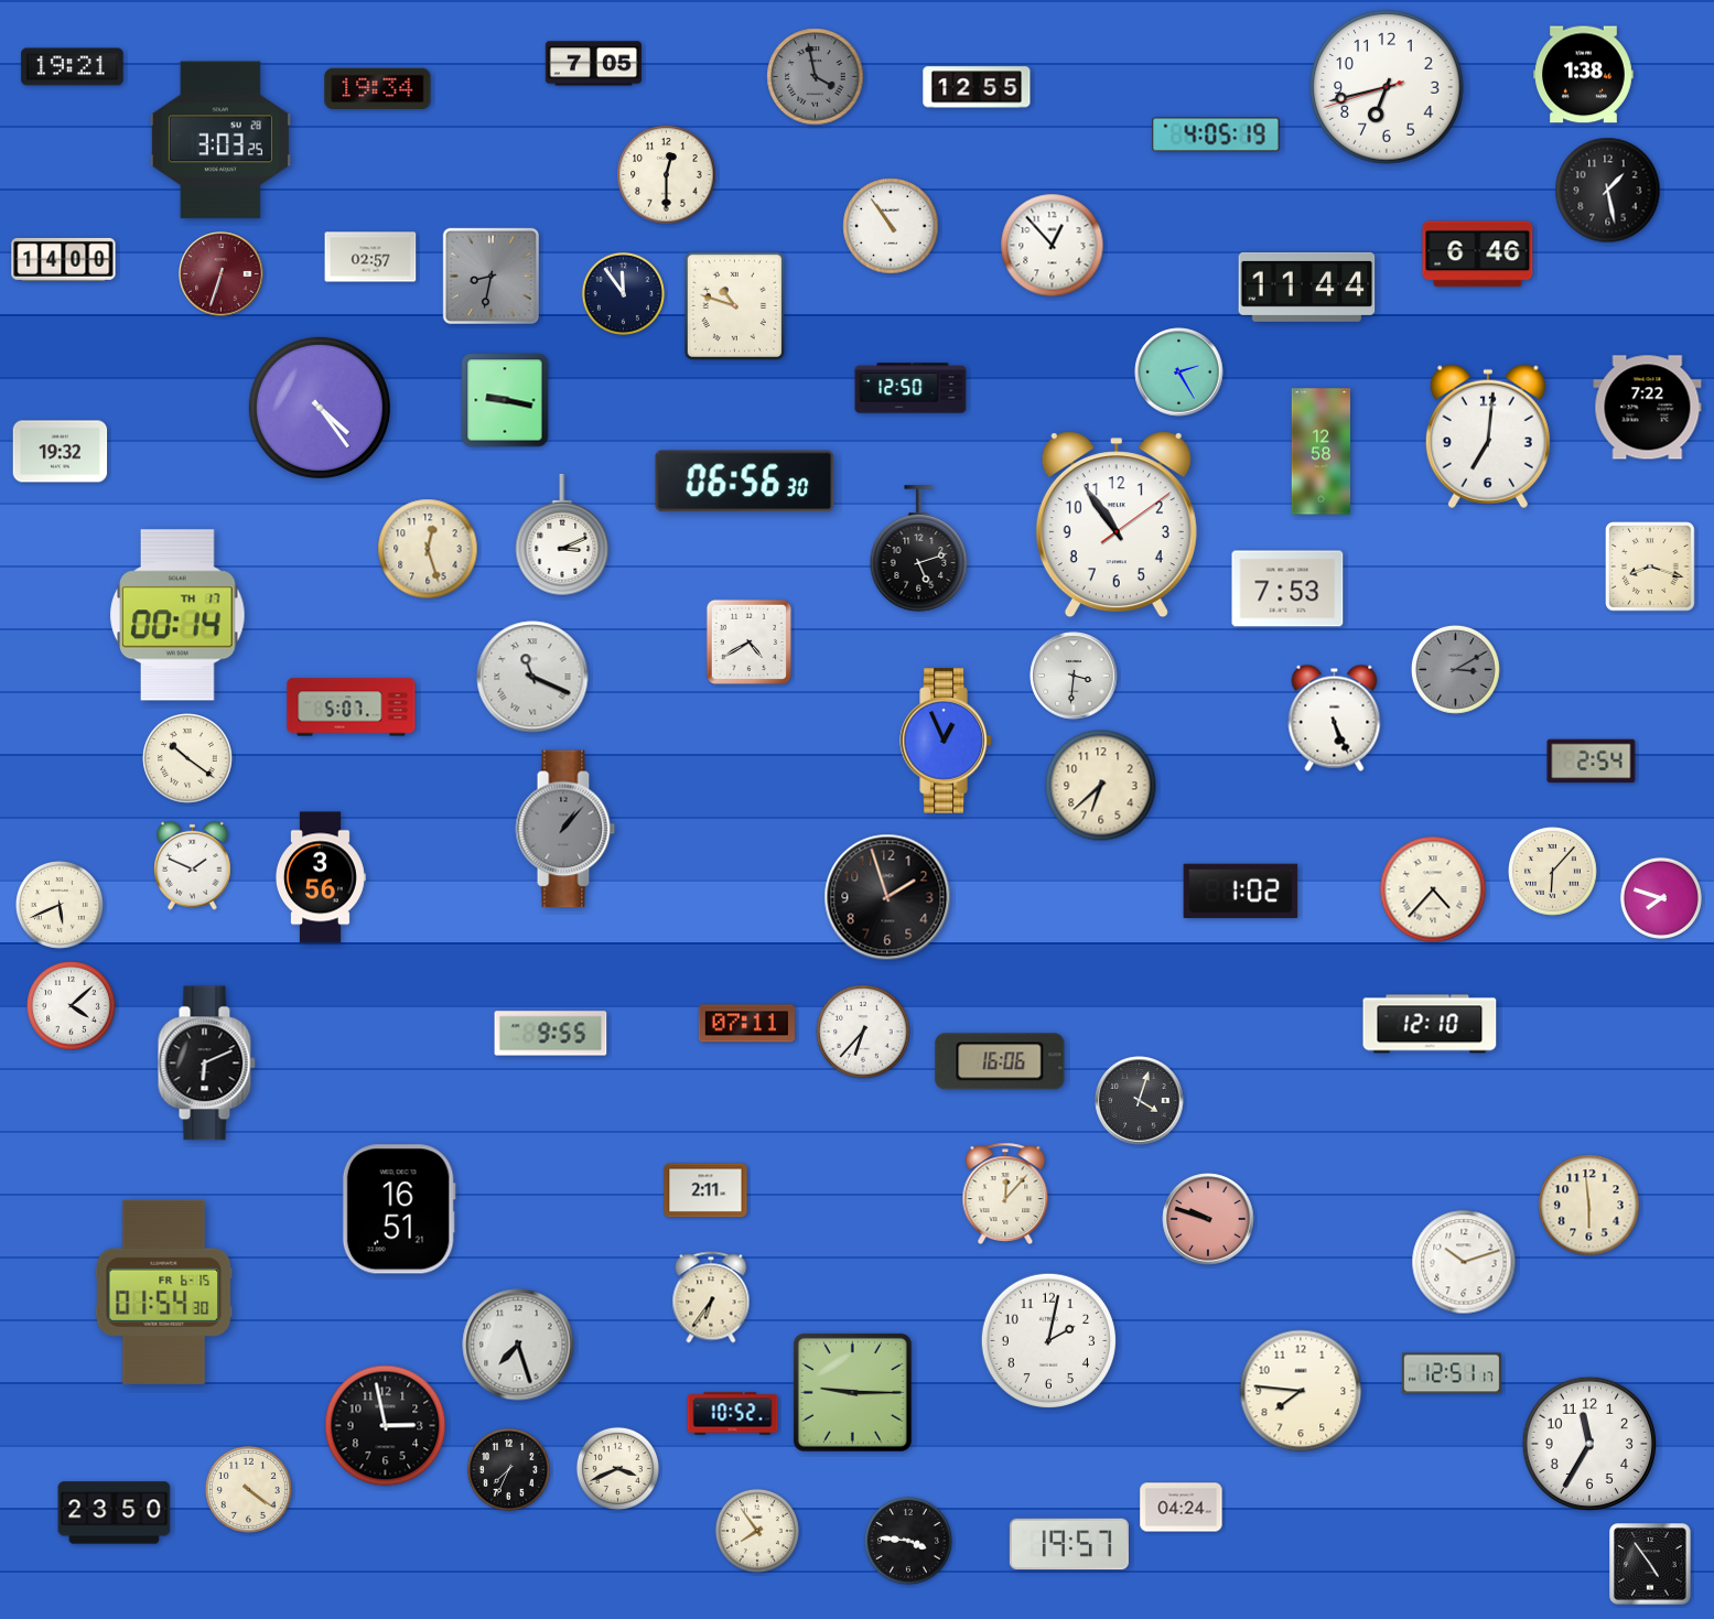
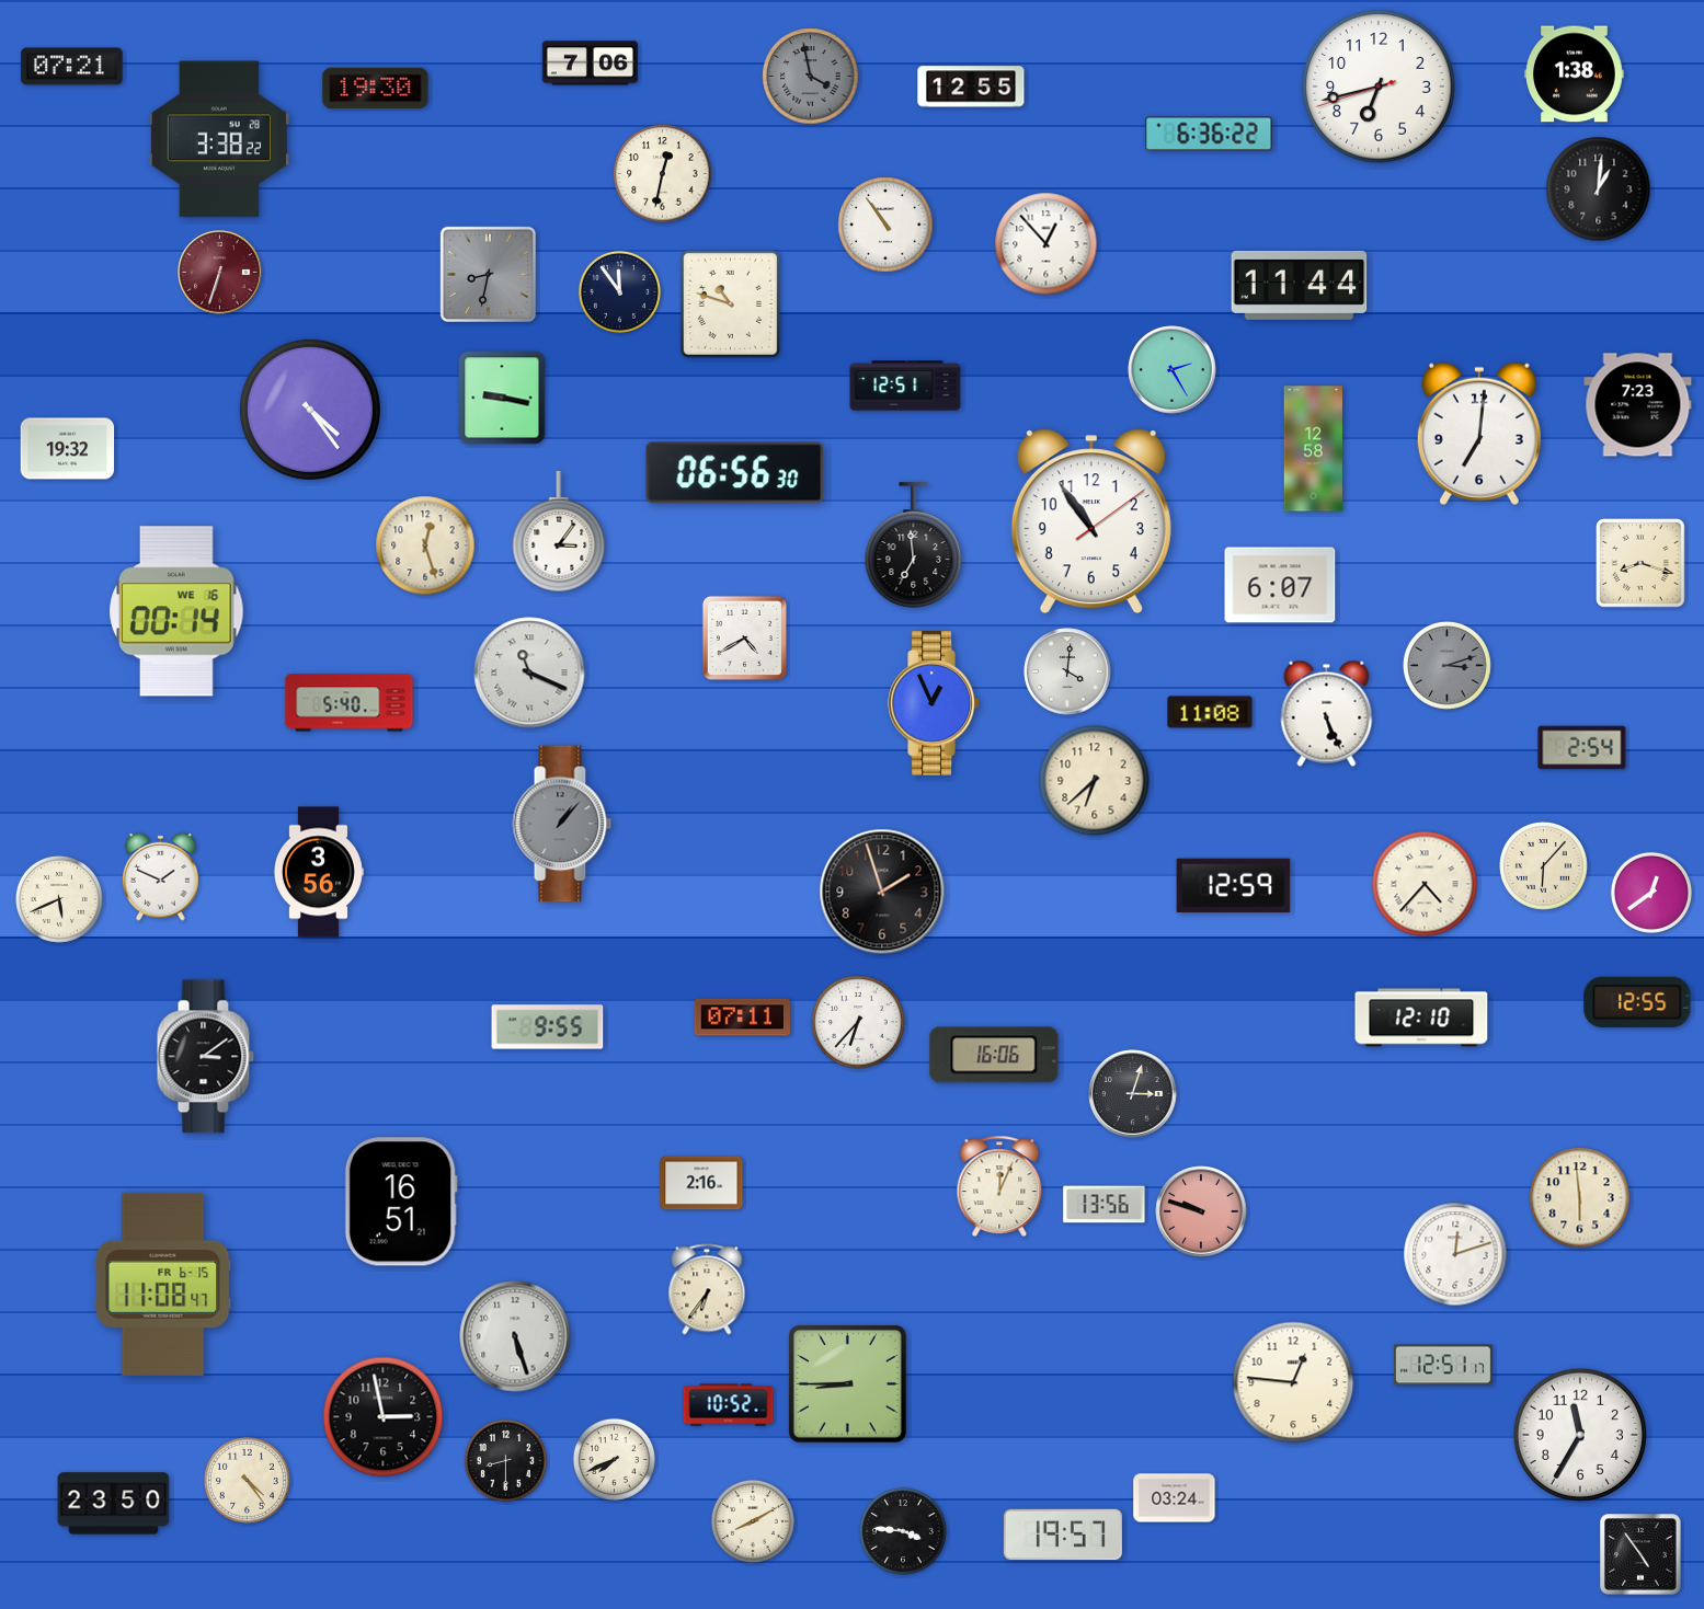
clock at (593, 64): 7:05 -> 7:06
clock at (73, 67): 19:21 -> 07:21
clock at (378, 89): 19:34 -> 19:30
clock at (1216, 134): 4:05 -> 6:36
clock at (220, 140): 3:03 -> 3:38
clock at (667, 175): 12:30 -> 12:32
clock at (1608, 191): 1:28 -> 1:01
clock at (1478, 255): 6:46 -> none
clock at (370, 257): 02:57 -> none
clock at (64, 259): 14:00 -> none
clock at (910, 388): 12:50 -> 12:51
clock at (320, 408) position: (320, 408) -> (310, 410)
clock at (1648, 408): 7:22 -> 7:23
clock at (61, 452) position: (61, 452) -> (68, 449)
clock at (745, 482) position: (745, 482) -> (735, 473)
clock at (1117, 525) position: (1117, 525) -> (1091, 521)
clock at (562, 535): 3:11 -> 3:06
clock at (919, 549): 5:12 -> 6:59
clock at (1287, 589): 7:53 -> 6:07
clock at (177, 615) date: TH 17 -> WE 16
clock at (1456, 670): 3:10 -> 3:12
clock at (1074, 676): 3:31 -> 4:01
clock at (352, 708): 5:07 -> 5:40
clock at (1210, 712): none -> 11:08
clock at (946, 741) position: (946, 741) -> (934, 703)
clock at (188, 759): 10:21 -> none
clock at (1592, 762) position: (1592, 762) -> (1582, 748)
clock at (193, 865) position: (193, 865) -> (161, 876)
clock at (1241, 892): 1:02 -> 12:59
clock at (1661, 898): 7:48 -> 12:39
clock at (72, 1006): 4:08 -> none
clock at (1637, 1002): none -> 12:55
clock at (863, 1032) position: (863, 1032) -> (858, 1022)
clock at (206, 1064): 6:11 -> 3:09
clock at (1140, 1101): 4:03 -> 3:03
clock at (705, 1190): 2:11 -> 2:16
clock at (1005, 1192): 12:07 -> 12:04
clock at (399, 1209) position: (399, 1209) -> (401, 1202)
clock at (1105, 1205): none -> 13:56
clock at (1464, 1262): 10:12 -> 12:12
clock at (164, 1292): 01:54 -> 11:08
clock at (1048, 1340): 2:02 -> none
clock at (518, 1345): 7:27 -> 5:27
clock at (1301, 1391): 7:46 -> 12:46
clock at (852, 1392): 9:15 -> 8:45
clock at (617, 1468): 3:41 -> 7:41
clock at (508, 1469): 7:34 -> 8:30
clock at (248, 1489): 4:21 -> 4:24
clock at (1182, 1508): 04:24 -> 03:24
clock at (757, 1531): 7:54 -> 8:10
